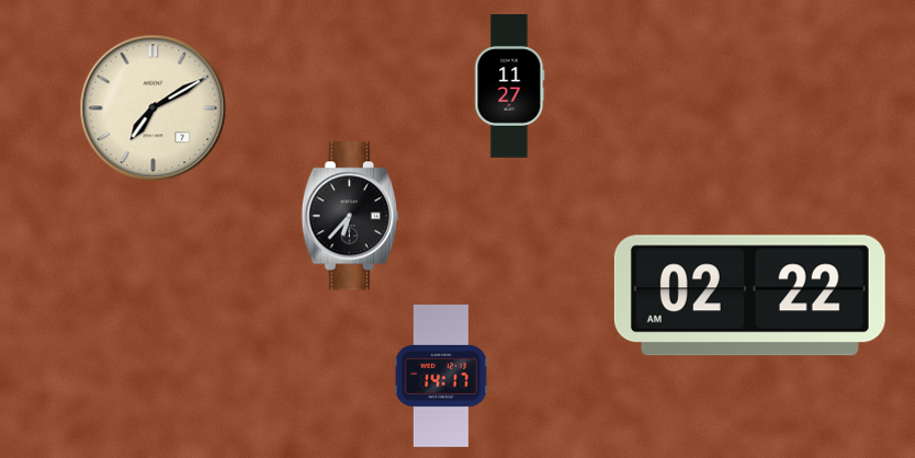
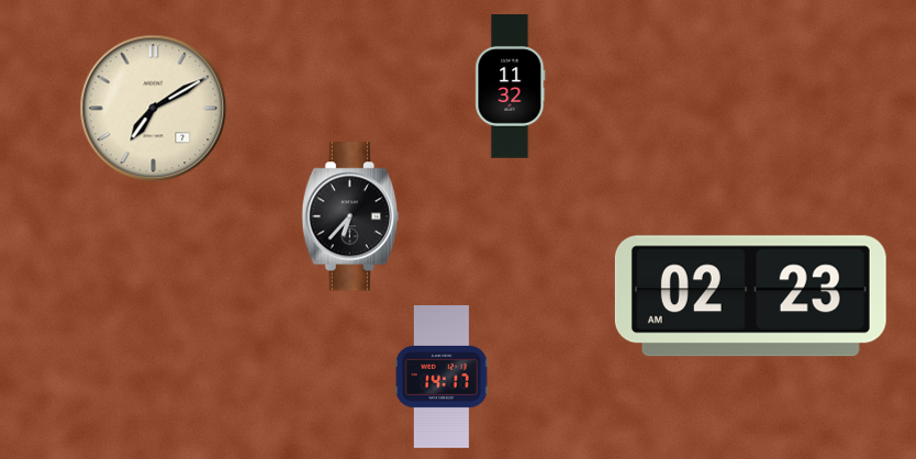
clock at (510, 87): 11:27 -> 11:32
clock at (749, 296): 02:22 -> 02:23
